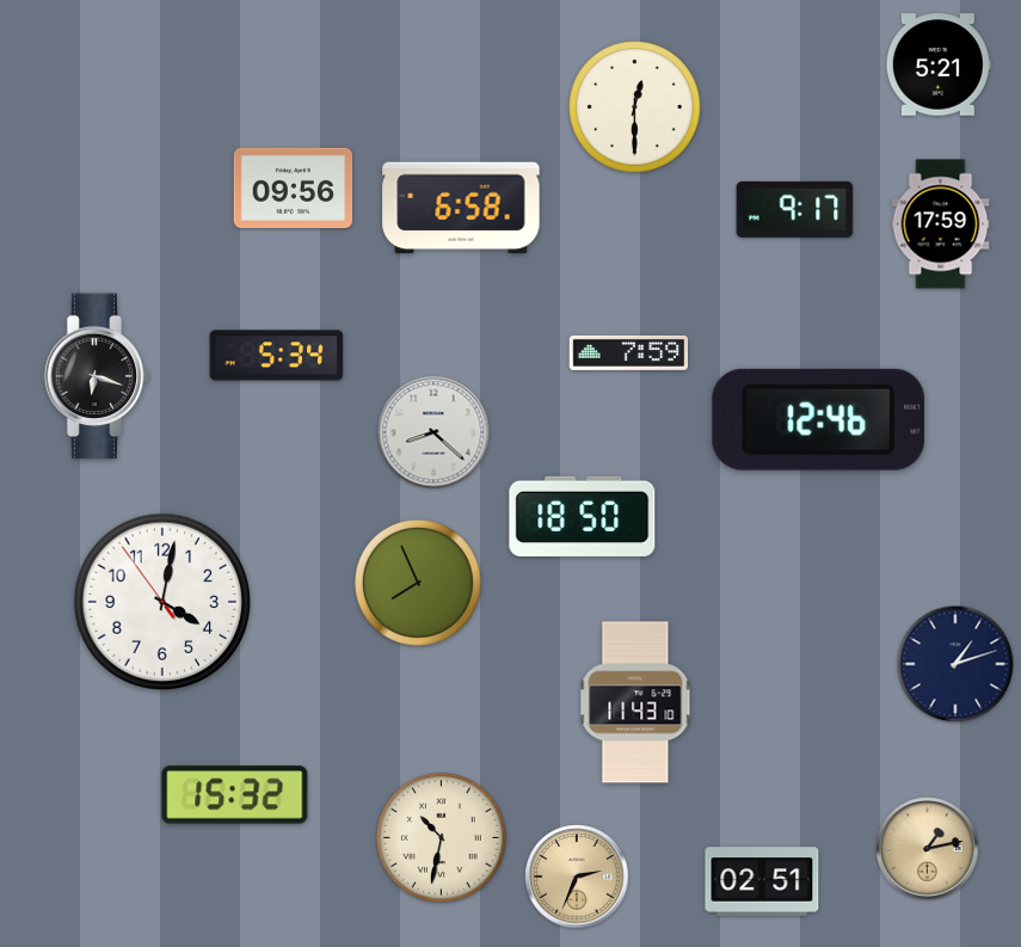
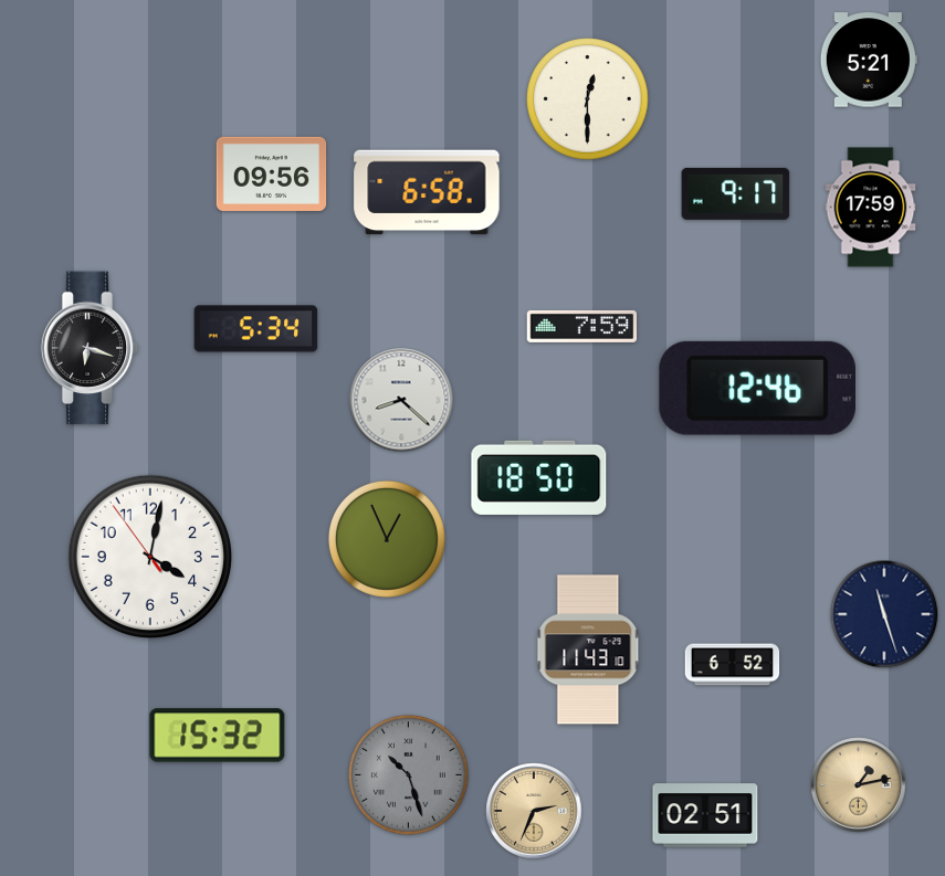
clock at (418, 583): 7:56 -> 12:56
clock at (955, 664): 1:12 -> 11:27
clock at (733, 665): none -> 6:52
clock at (442, 838): 10:32 -> 10:27
clock at (442, 838) dial: cream -> grey
